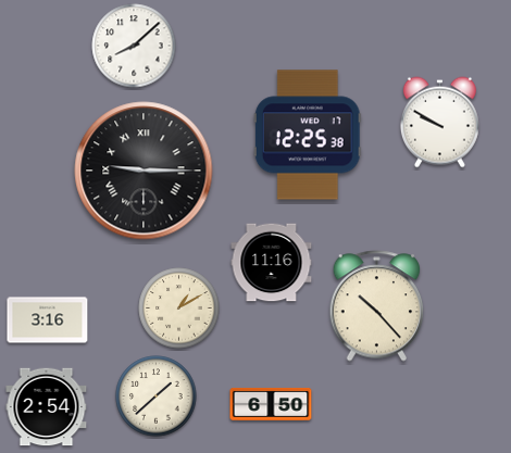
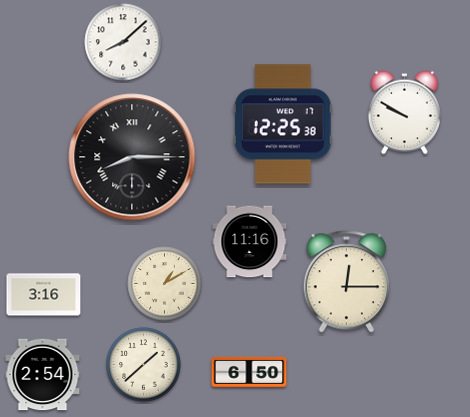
clock at (144, 171): 9:15 -> 8:15
clock at (377, 306): 10:23 -> 12:15
